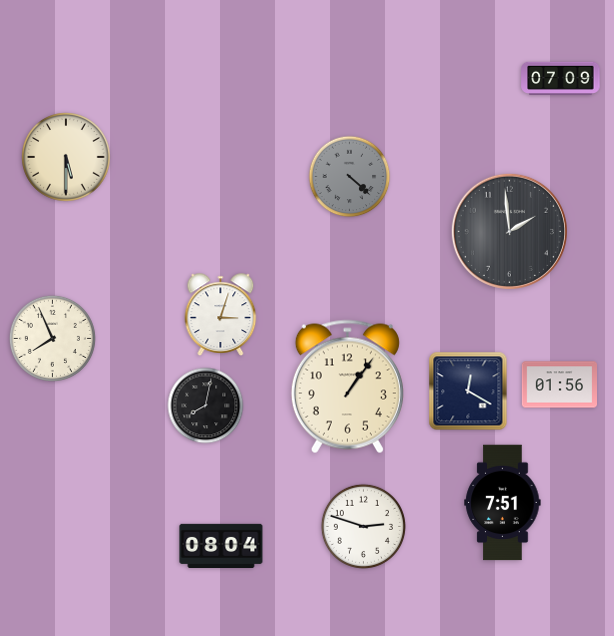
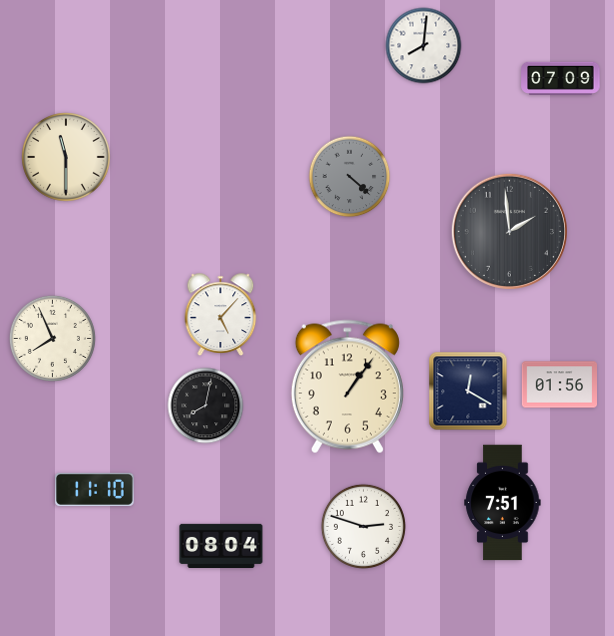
clock at (424, 46): none -> 8:01
clock at (66, 157): 5:30 -> 11:30
clock at (221, 315): 3:03 -> 5:07
clock at (95, 489): none -> 11:10
